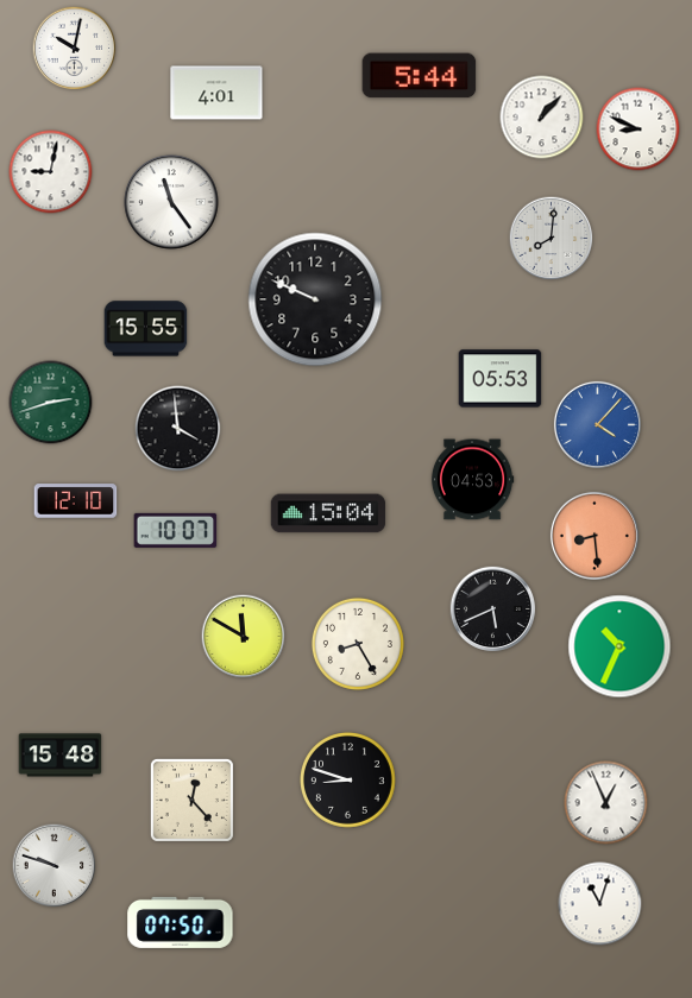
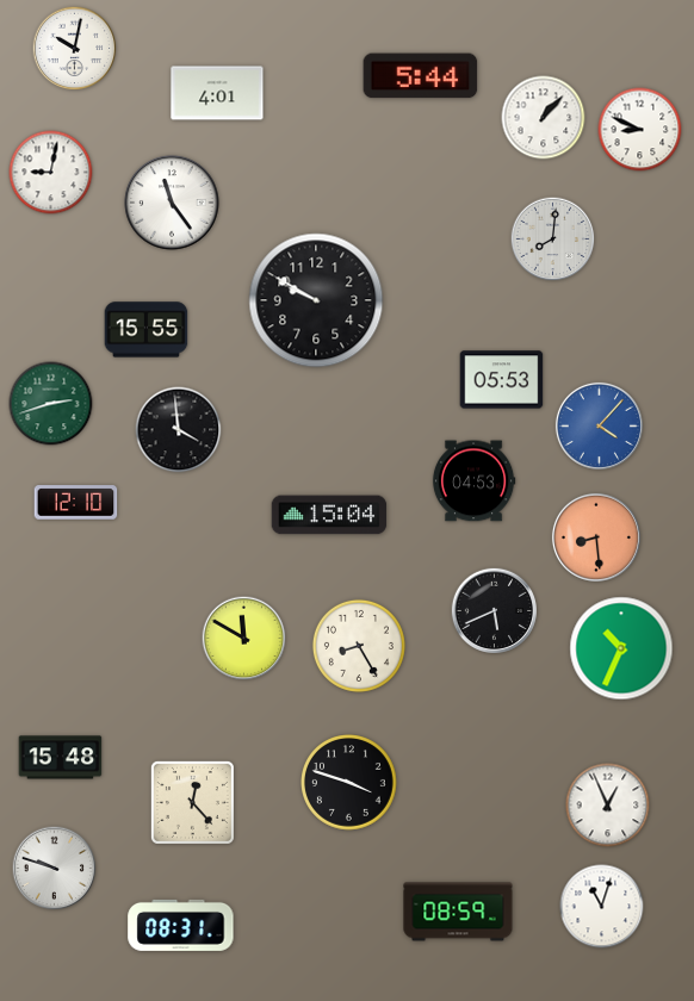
clock at (315, 299): 9:49 -> 9:50
clock at (176, 530): 10:07 -> none
clock at (348, 781): 8:48 -> 3:48
clock at (458, 912): none -> 08:59
clock at (181, 922): 07:50 -> 08:31
